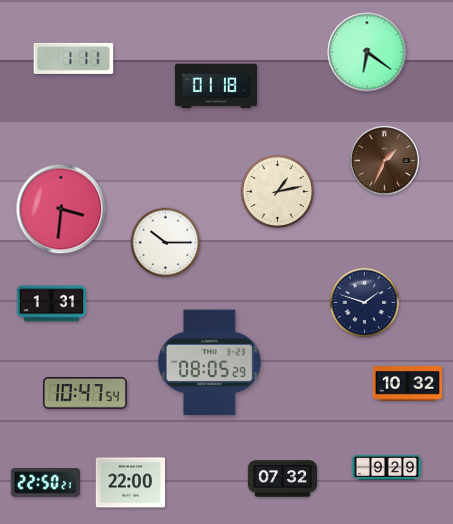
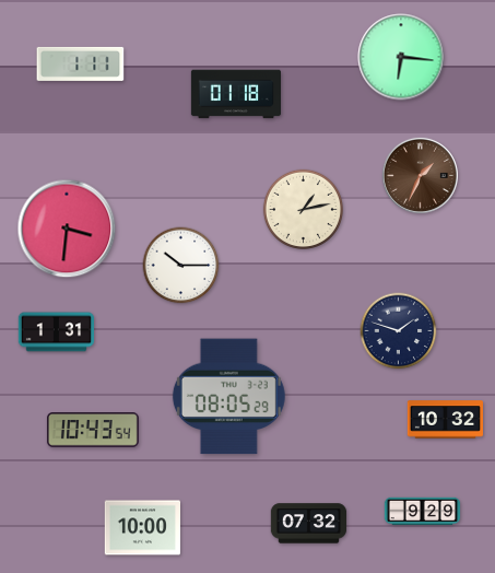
clock at (367, 52): 6:21 -> 6:16
clock at (85, 393): 10:47 -> 10:43
clock at (45, 483): 22:50 -> none
clock at (130, 483): 22:00 -> 10:00
